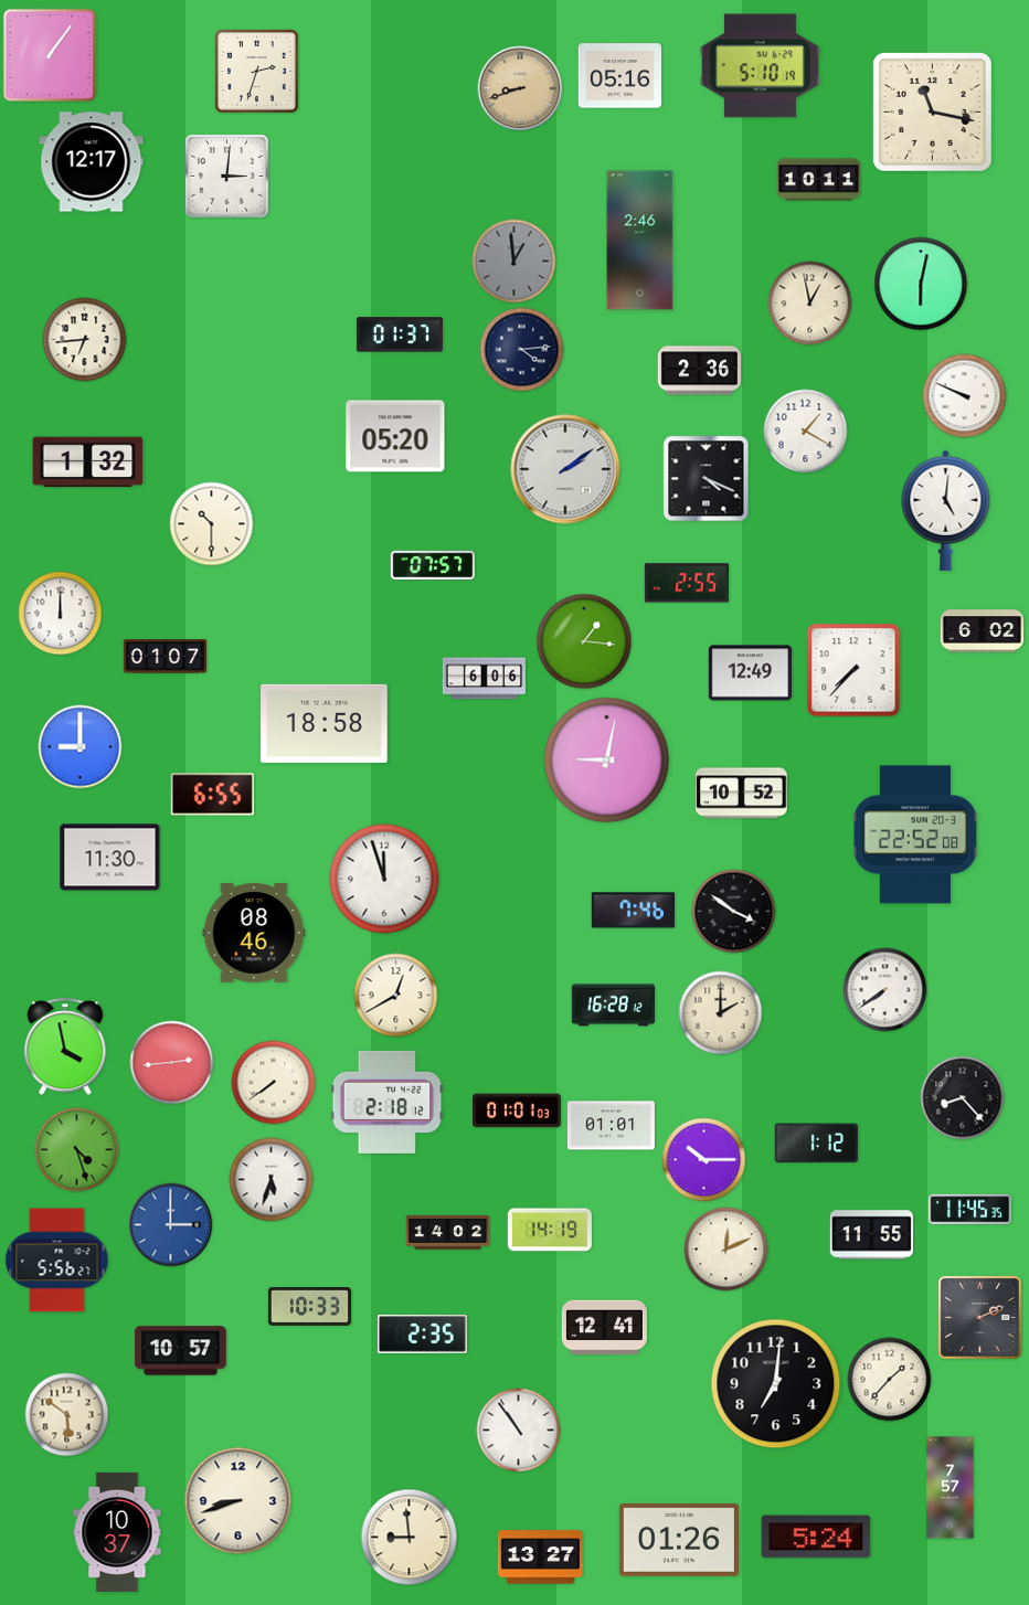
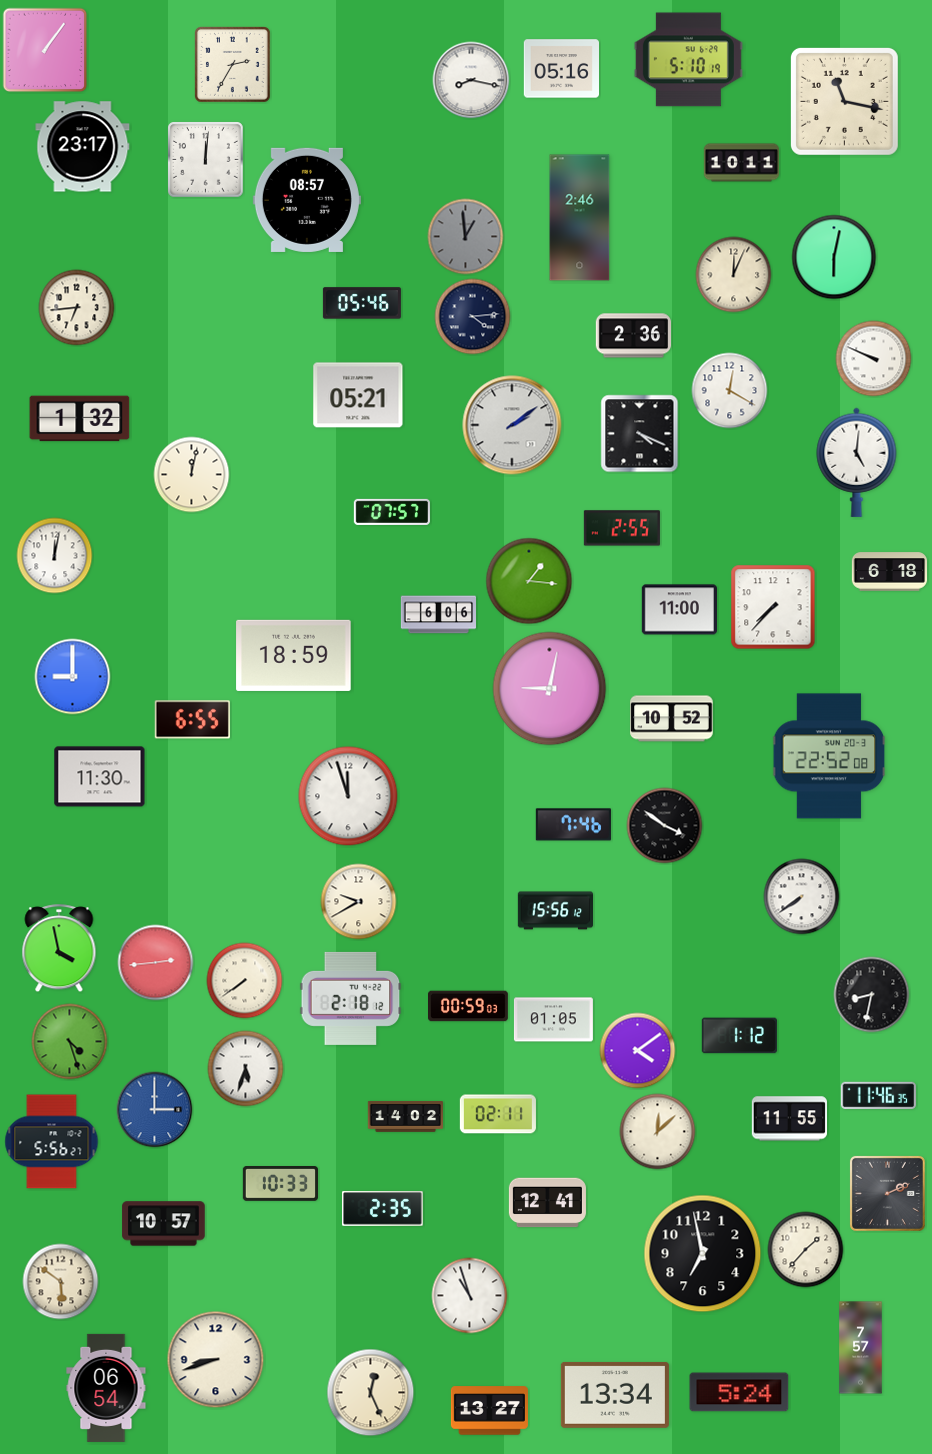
clock at (257, 72): 2:33 -> 2:35
clock at (520, 88): 8:42 -> 8:17
clock at (520, 88) dial: champagne -> white
clock at (92, 162): 12:17 -> 23:17
clock at (227, 177): 3:01 -> 12:01
clock at (307, 200): none -> 08:57
clock at (810, 304): 12:58 -> 12:04
clock at (400, 334): 01:37 -> 05:46
clock at (806, 432): 1:20 -> 12:20
clock at (395, 436): 05:20 -> 05:21
clock at (212, 524): 10:30 -> 12:02
clock at (61, 614): 12:00 -> 12:02
clock at (983, 631): 6:02 -> 6:18
clock at (165, 657): 01:07 -> none
clock at (750, 673): 12:49 -> 11:00
clock at (325, 723): 18:58 -> 18:59
clock at (254, 933): 08:46 -> none
clock at (396, 996): 12:40 -> 9:40
clock at (613, 1006): 16:28 -> 15:56
clock at (721, 1013): 2:00 -> none
clock at (274, 1083) position: (274, 1083) -> (245, 981)
clock at (963, 1098): 8:23 -> 8:32
clock at (518, 1110): 01:01 -> 00:59
clock at (611, 1126): 01:01 -> 01:05
clock at (704, 1160): 10:15 -> 4:09
clock at (969, 1210): 11:45 -> 11:46
clock at (550, 1230): 14:19 -> 02:11
clock at (726, 1250): 12:11 -> 12:08
clock at (776, 1384): 7:01 -> 6:58
clock at (519, 1431): 10:54 -> 10:57
clock at (117, 1532): 10:37 -> 06:54
clock at (410, 1538): 8:59 -> 12:26
clock at (679, 1540): 01:26 -> 13:34
